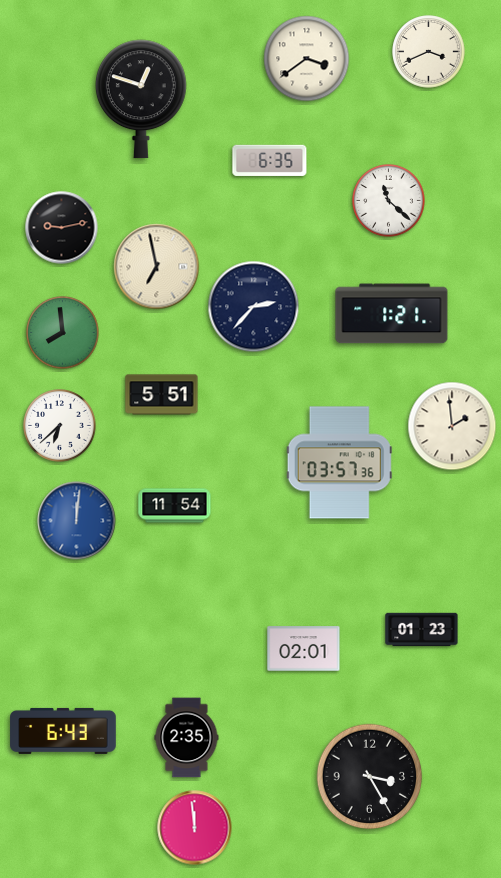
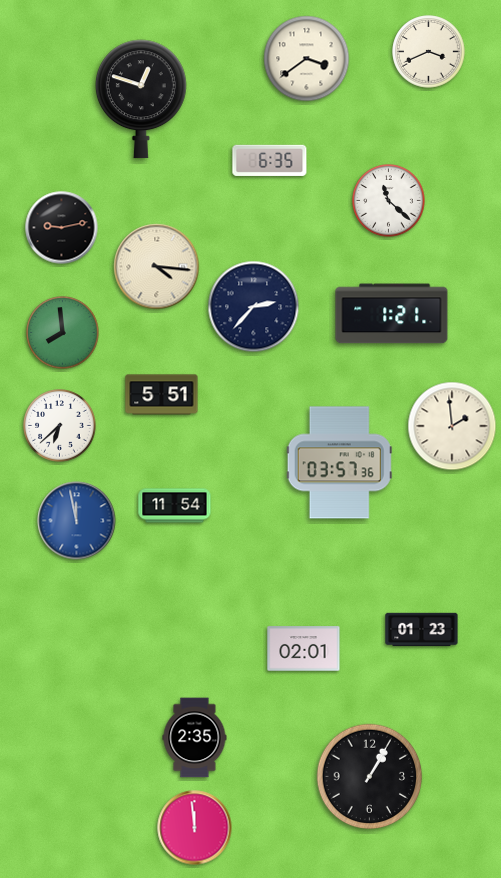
clock at (157, 267): 6:58 -> 4:16
clock at (77, 521): 12:01 -> 11:58
clock at (63, 731): 6:43 -> none
clock at (187, 738) position: (187, 738) -> (195, 738)
clock at (370, 777): 3:25 -> 1:05
